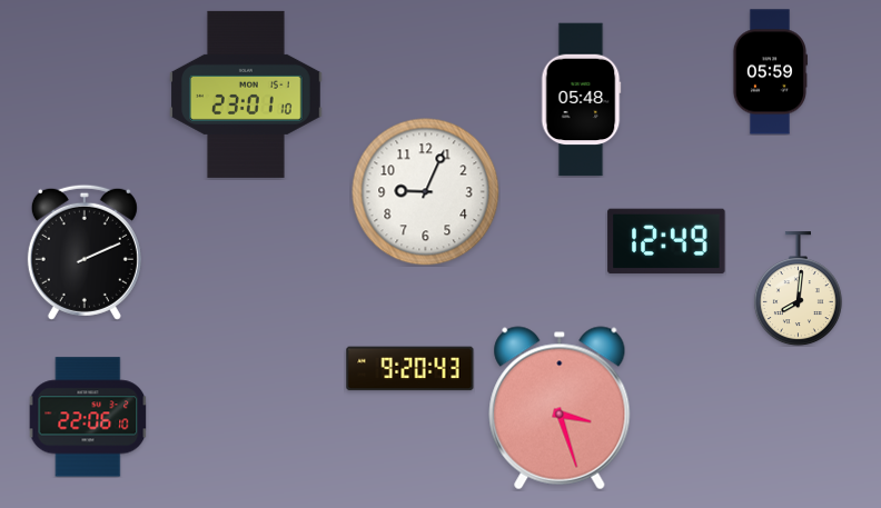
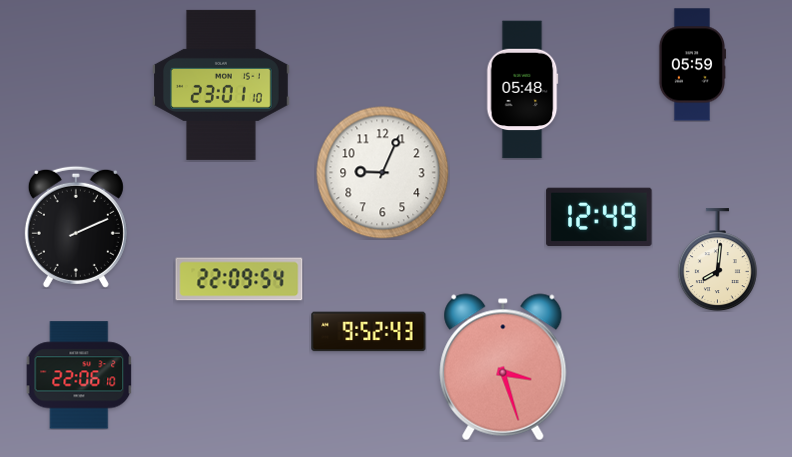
clock at (239, 279): none -> 22:09
clock at (410, 369): 9:20 -> 9:52
